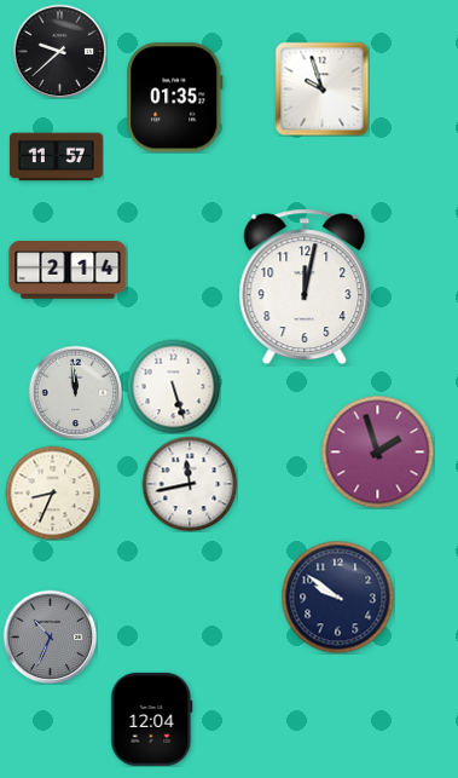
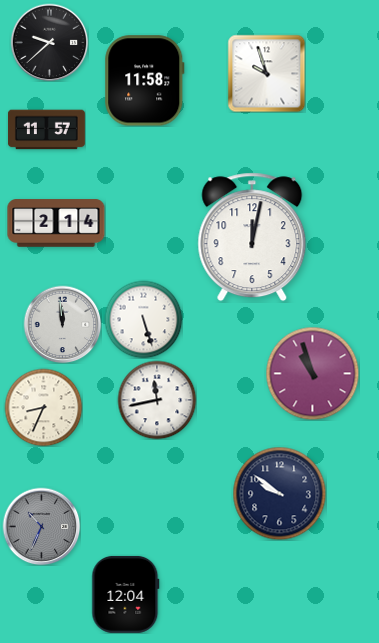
clock at (175, 98): 01:35 -> 11:58
clock at (377, 451): 1:57 -> 10:57
